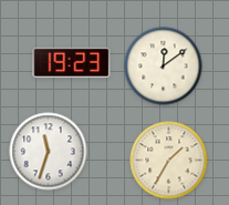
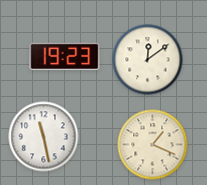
clock at (49, 152): 11:33 -> 11:28
clock at (169, 161): 1:35 -> 1:19
